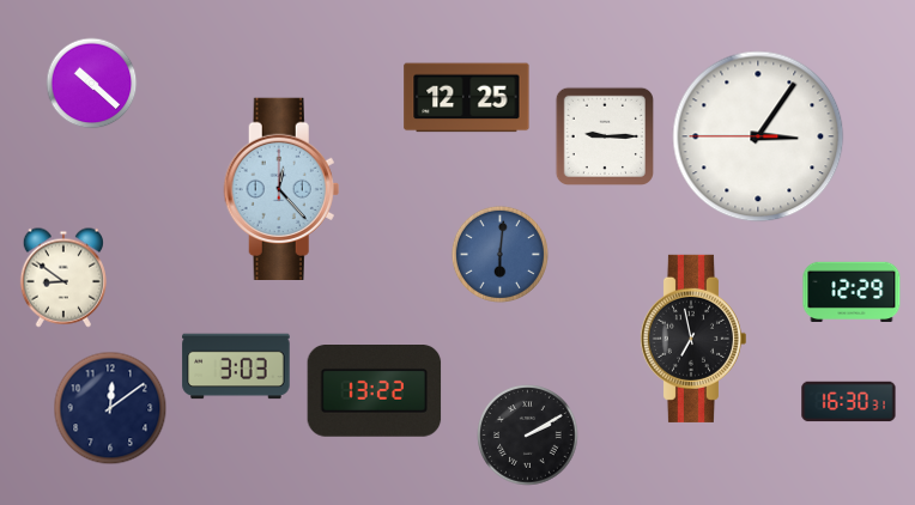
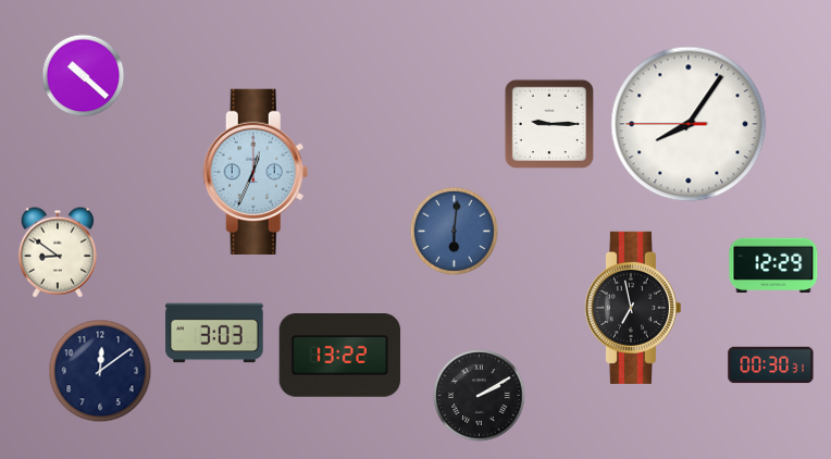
clock at (467, 98): 12:25 -> none
clock at (758, 136): 3:05 -> 8:05
clock at (281, 188): 12:23 -> 12:34
clock at (692, 339) position: (692, 339) -> (632, 308)
clock at (849, 402): 16:30 -> 00:30
